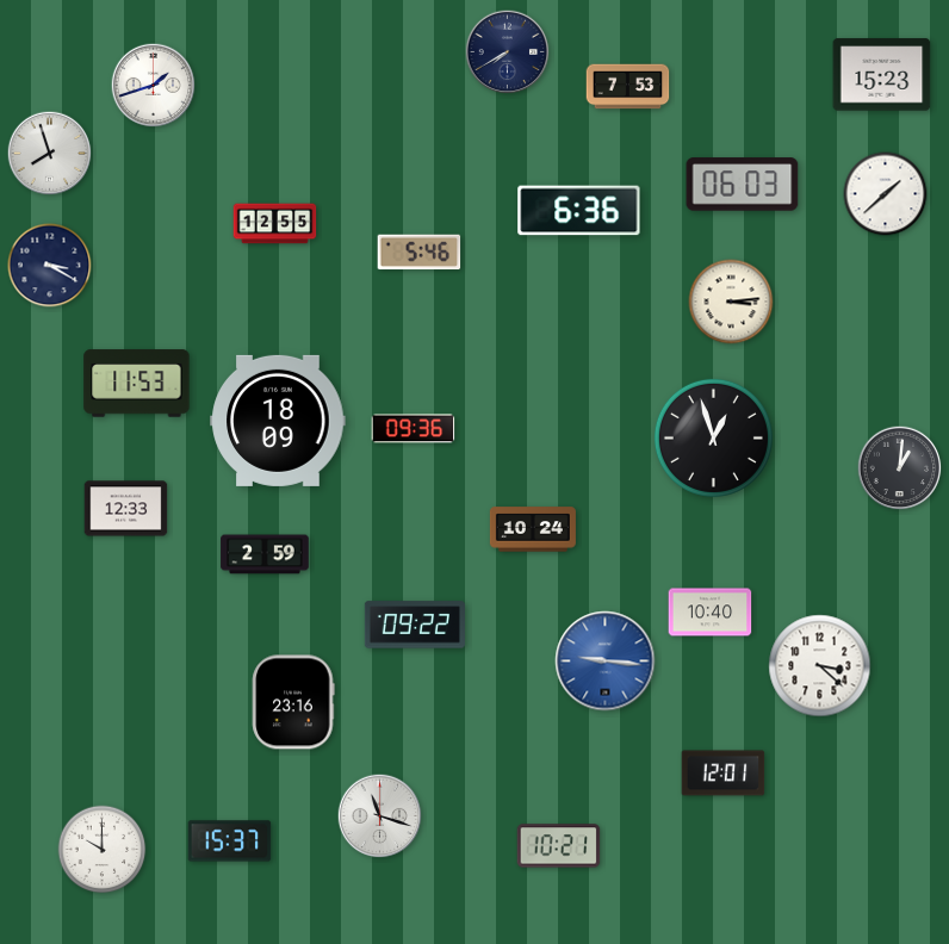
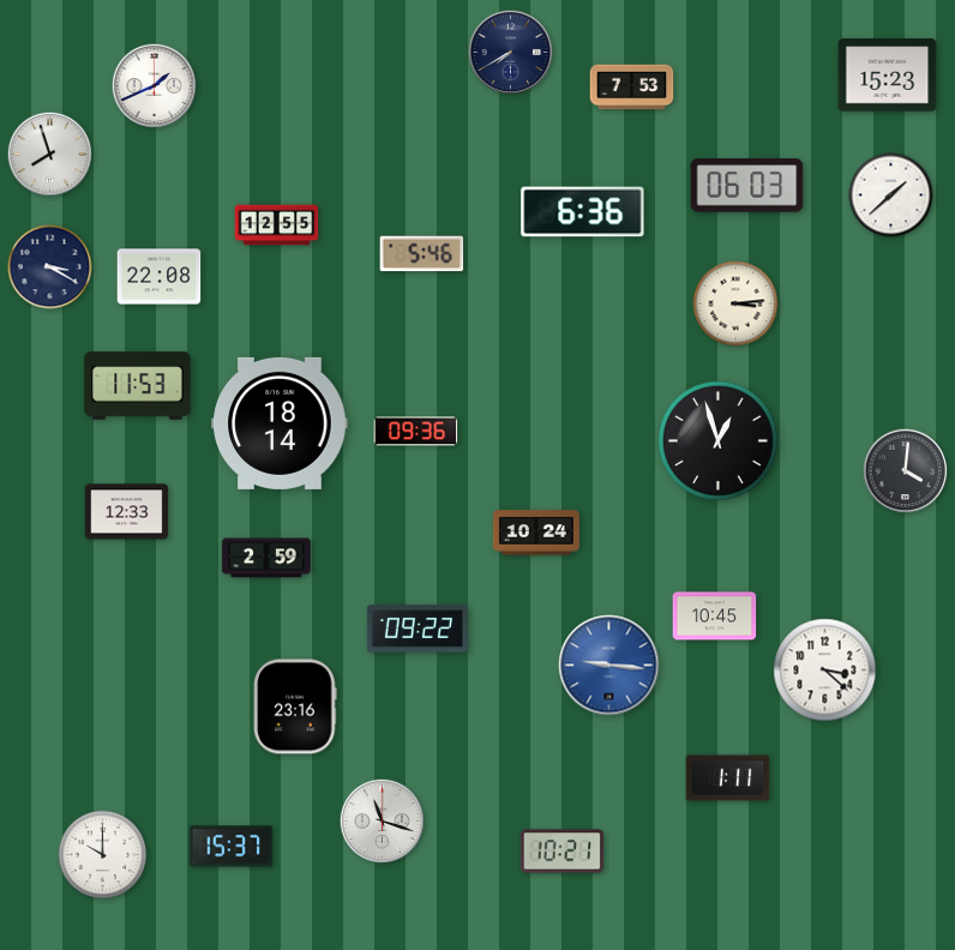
clock at (154, 86): 1:42 -> 1:41
clock at (160, 277): none -> 22:08
clock at (278, 421): 18:09 -> 18:14
clock at (900, 468): 1:01 -> 4:01
clock at (711, 613): 10:40 -> 10:45
clock at (724, 774): 12:01 -> 1:11
